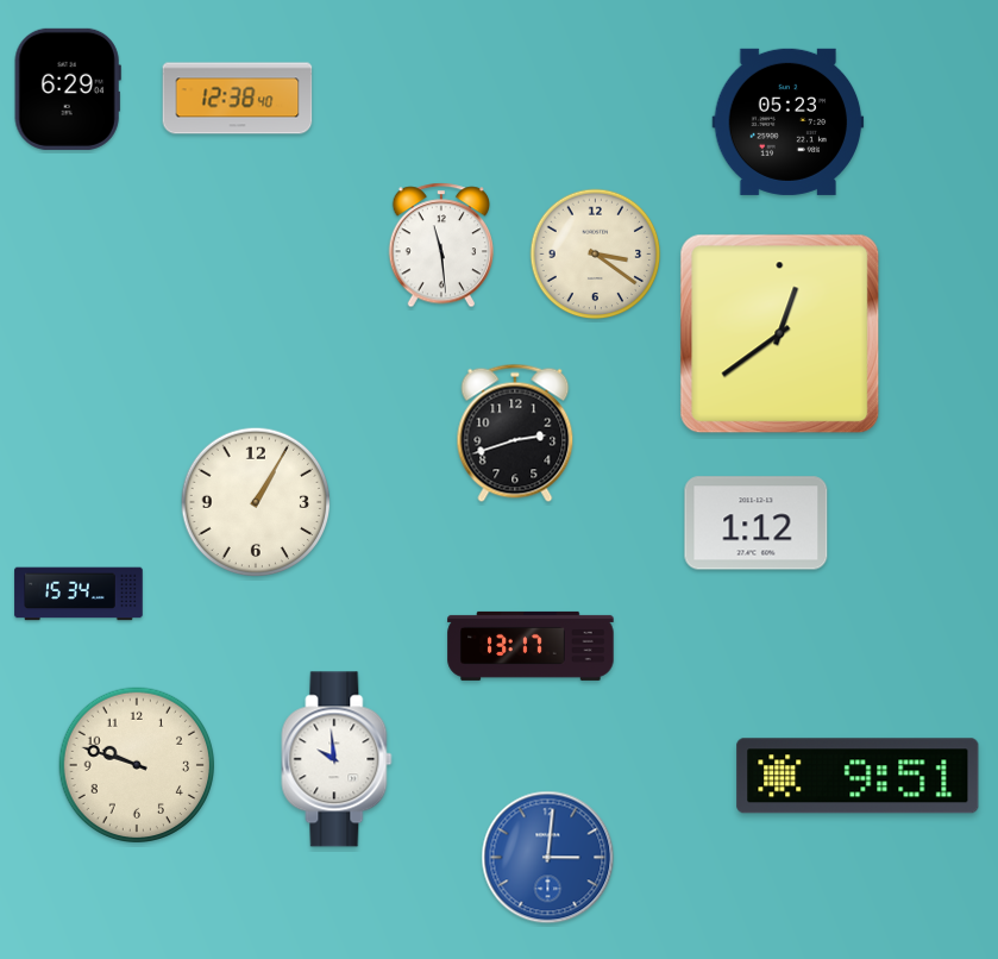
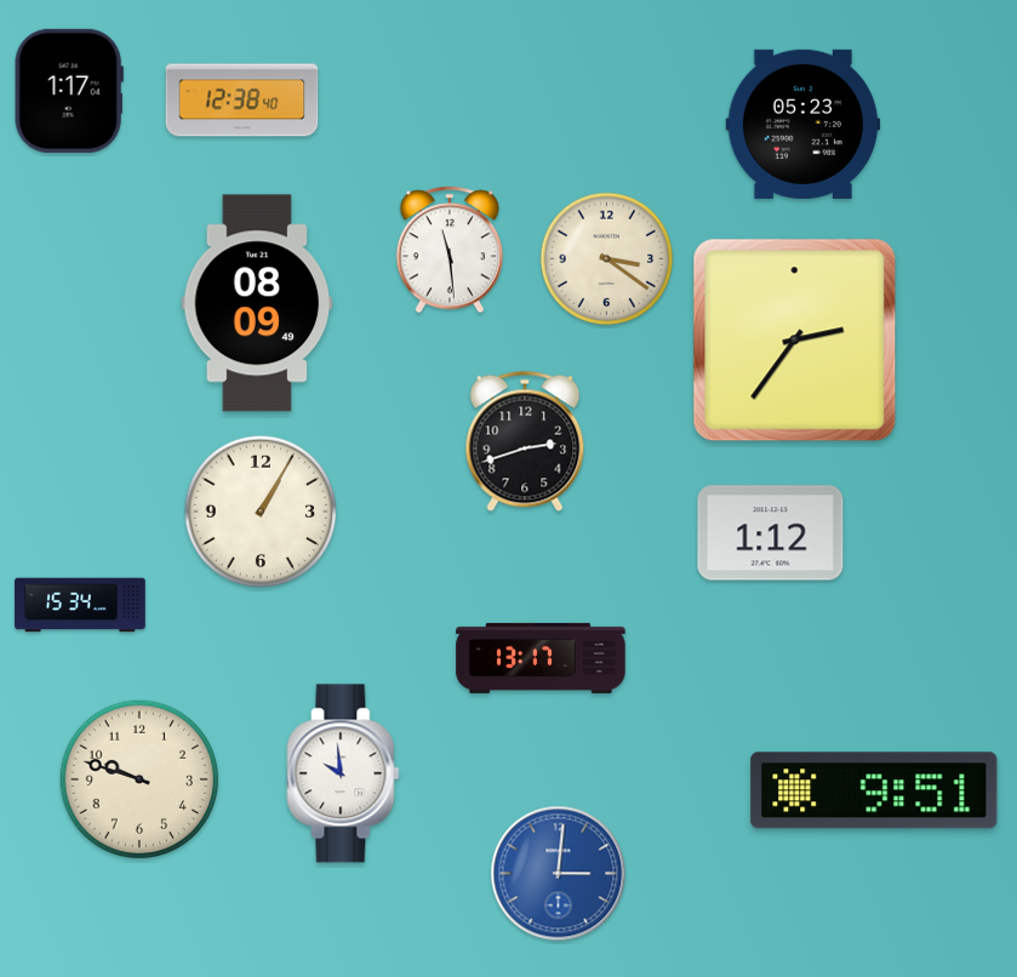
clock at (68, 89): 6:29 -> 1:17
clock at (257, 303): none -> 08:09
clock at (780, 334): 12:39 -> 2:36
